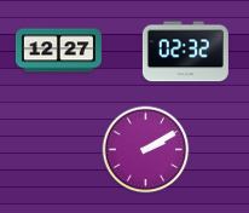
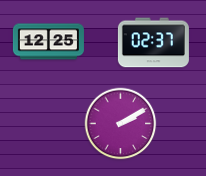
clock at (58, 51): 12:27 -> 12:25
clock at (185, 52): 02:32 -> 02:37
